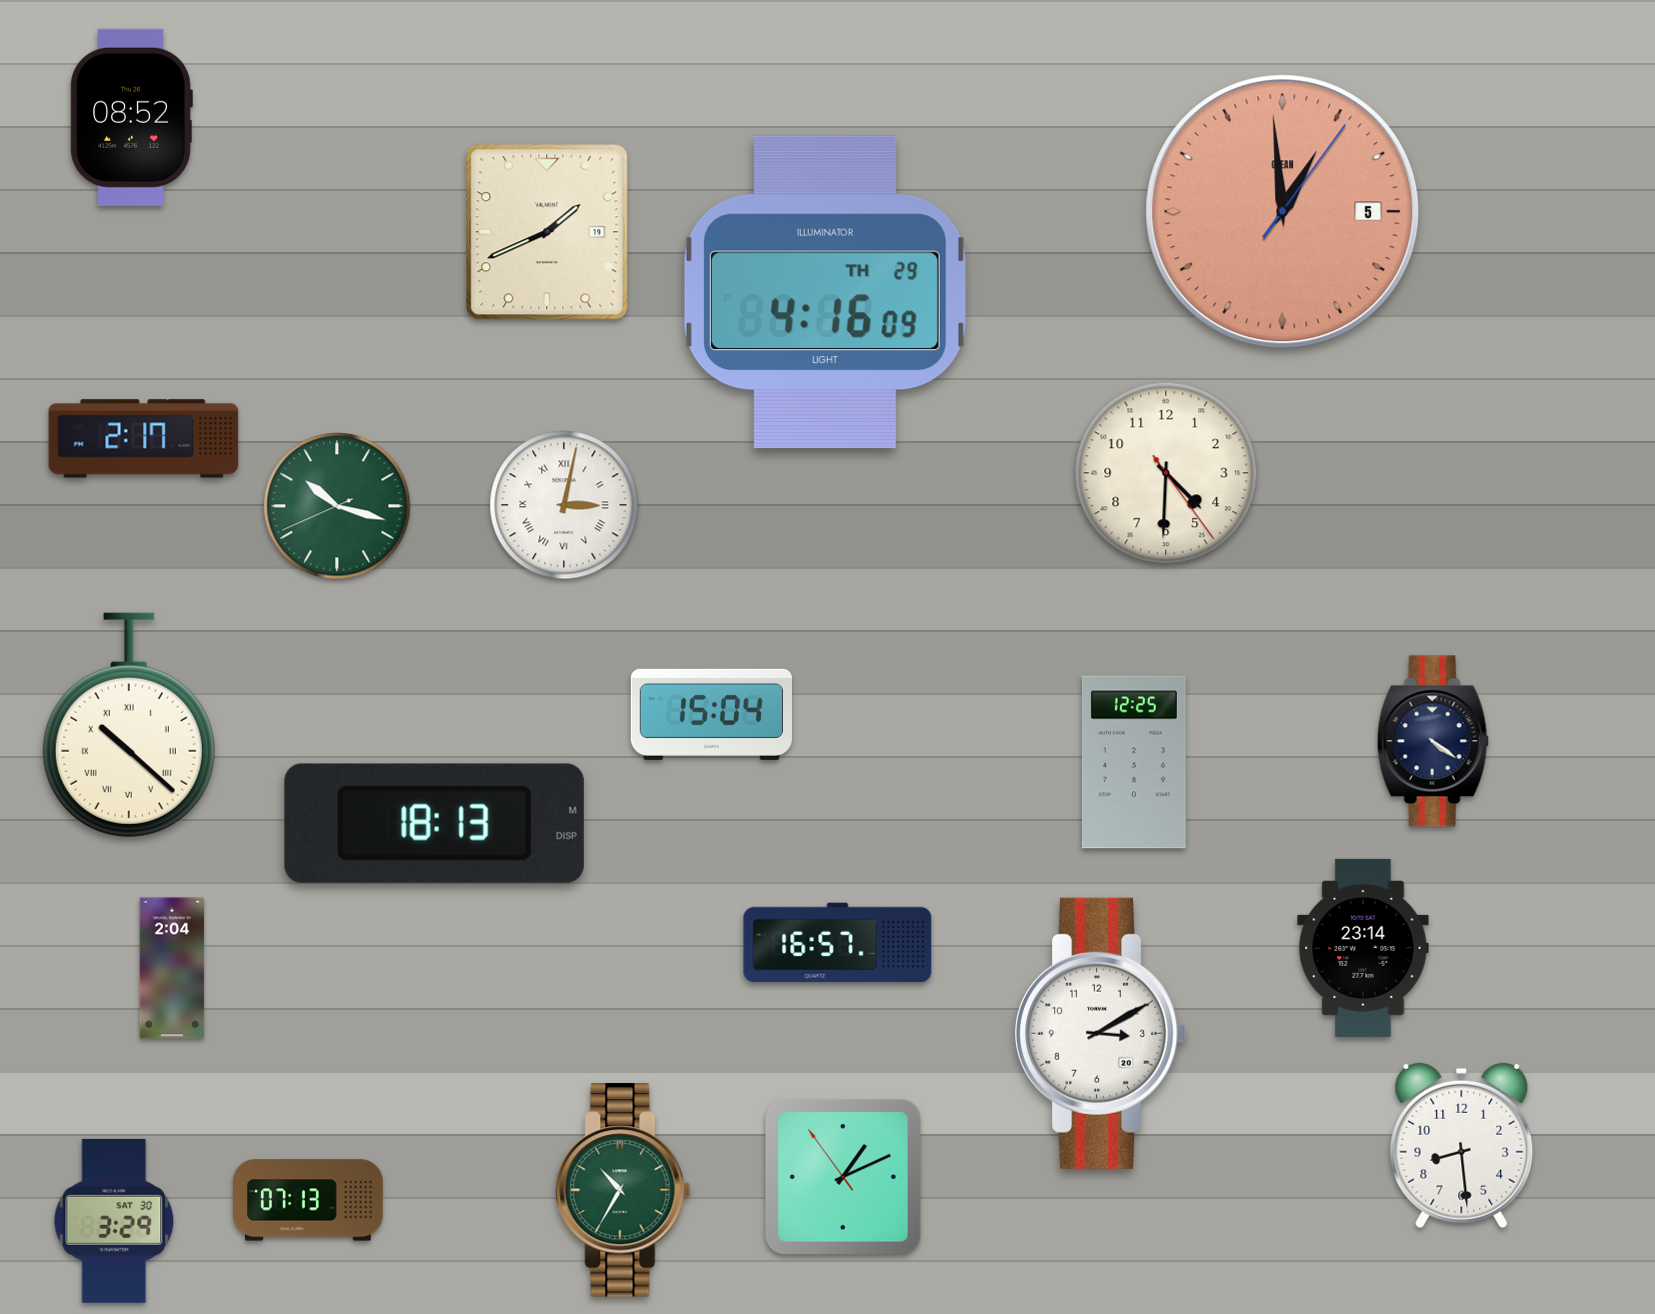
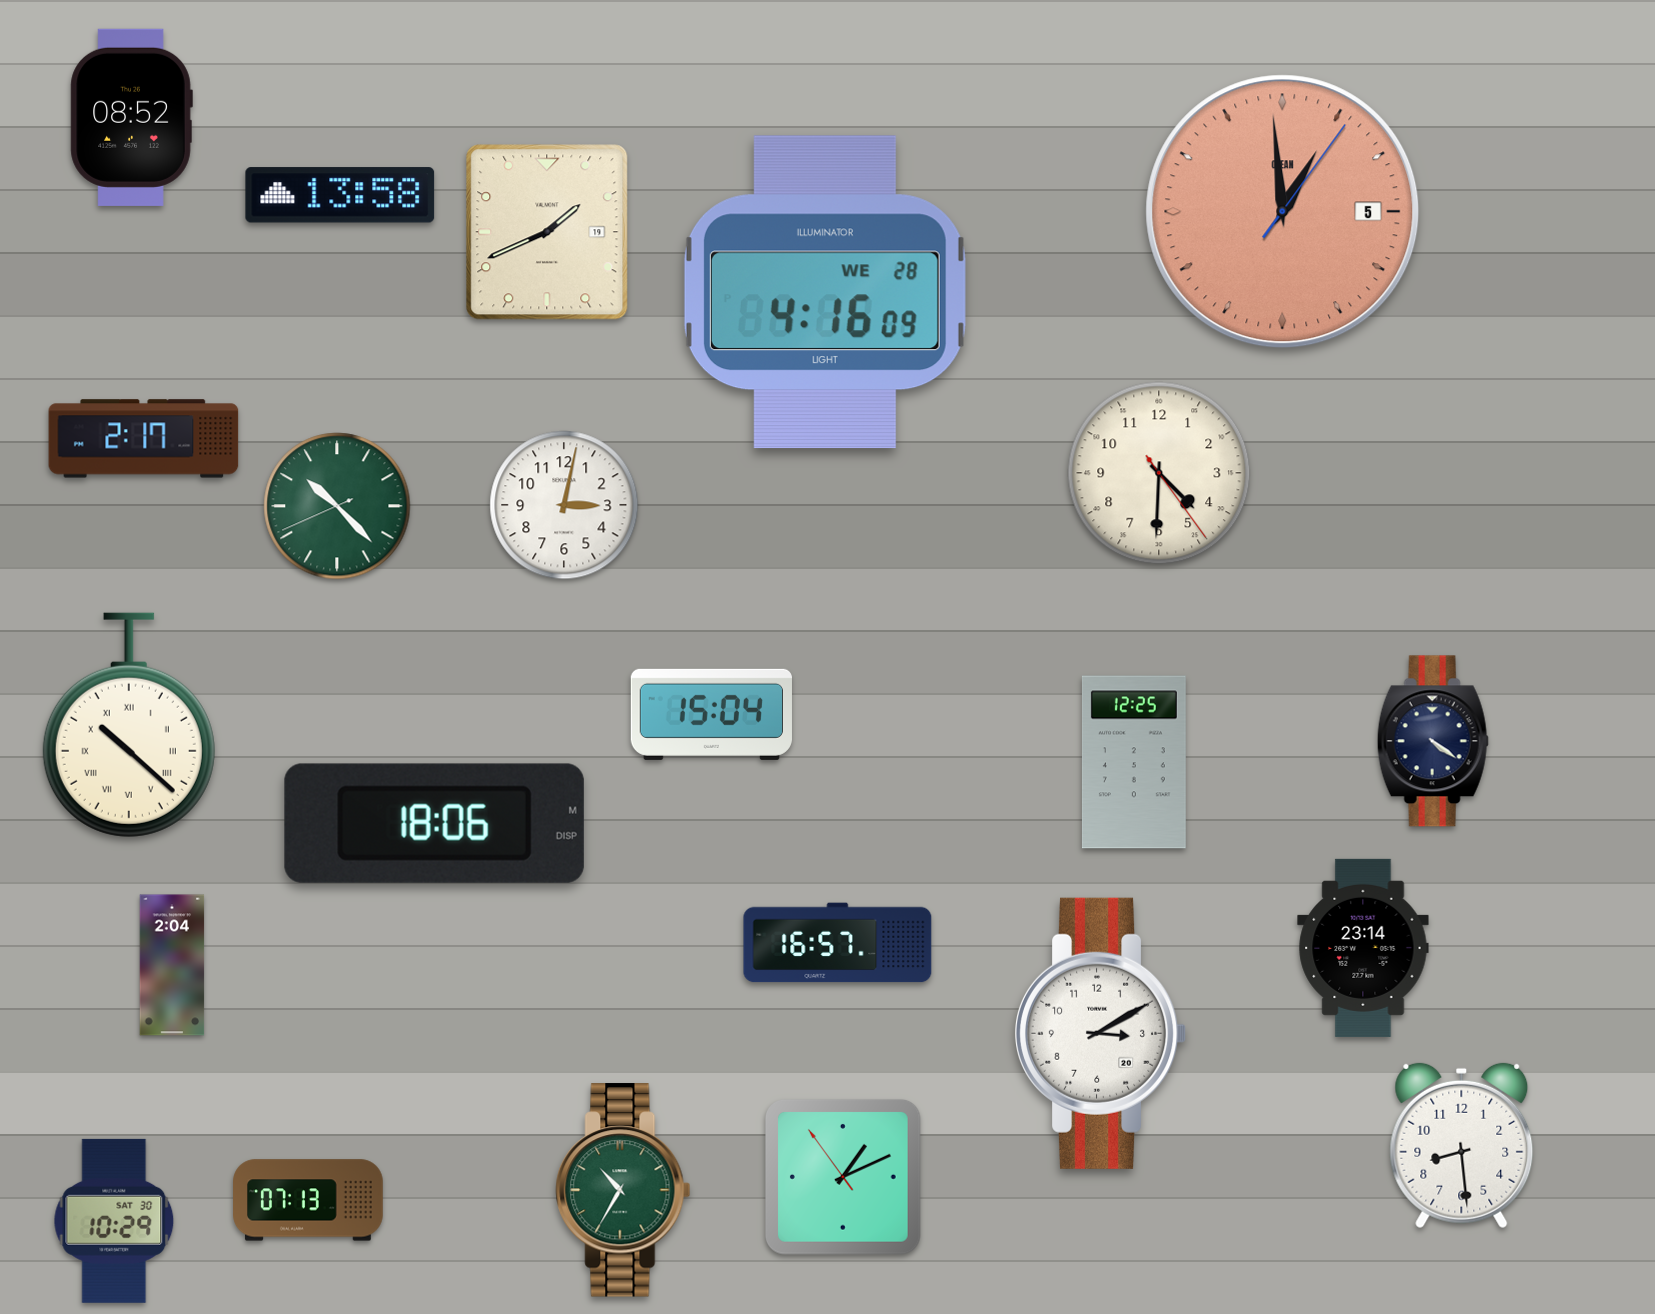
clock at (340, 195): none -> 13:58
clock at (825, 292) date: TH 29 -> WE 28
clock at (1166, 473) position: (1166, 473) -> (1159, 473)
clock at (564, 505) numerals: Roman -> Arabic
clock at (337, 506): 10:17 -> 10:22
clock at (434, 823): 18:13 -> 18:06
clock at (172, 968) position: (172, 968) -> (172, 965)
clock at (114, 1221): 3:29 -> 10:29
